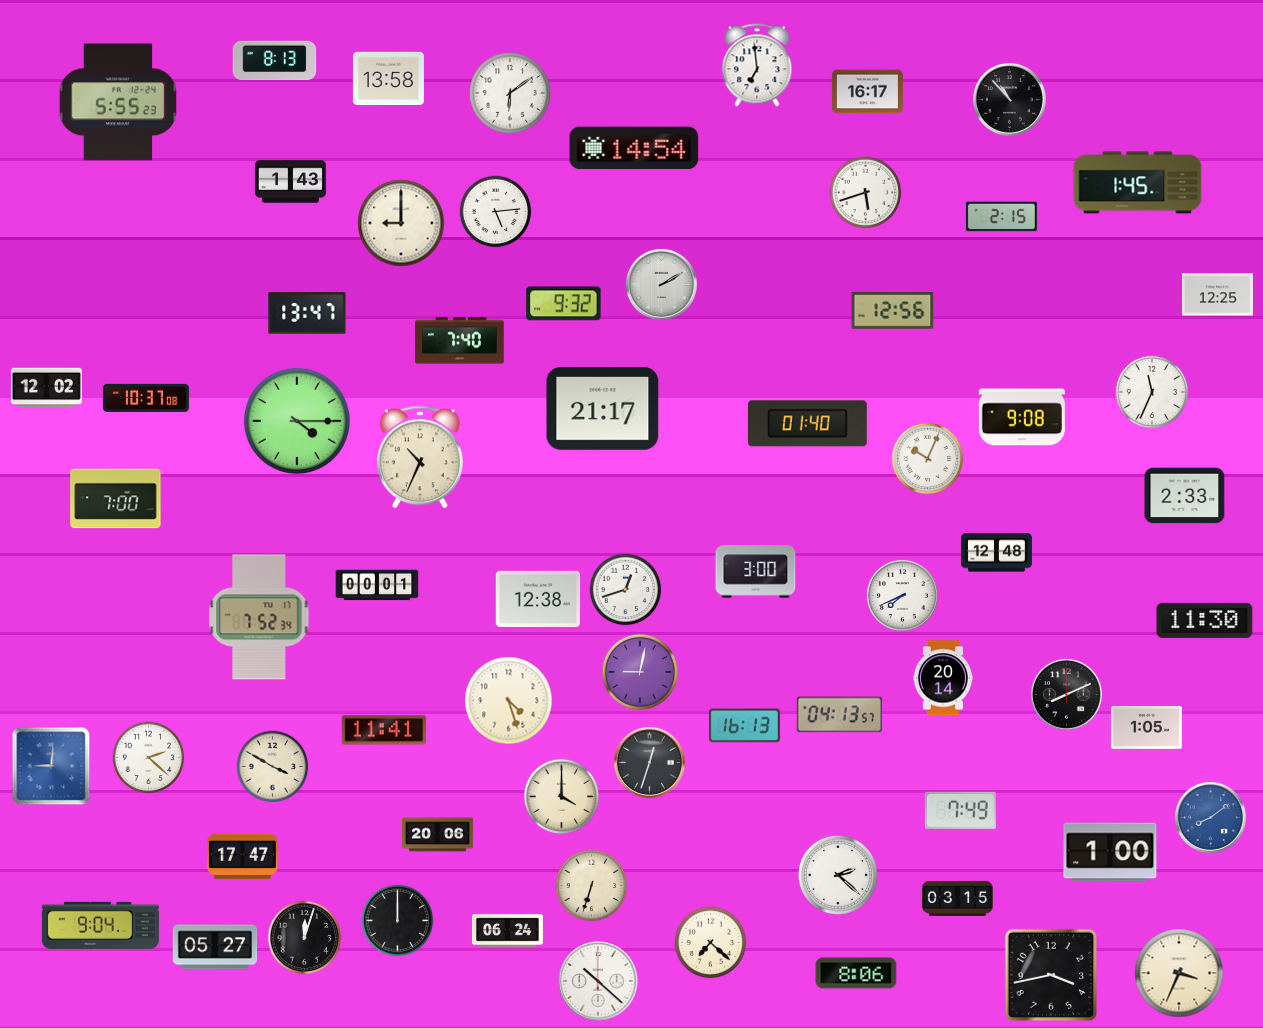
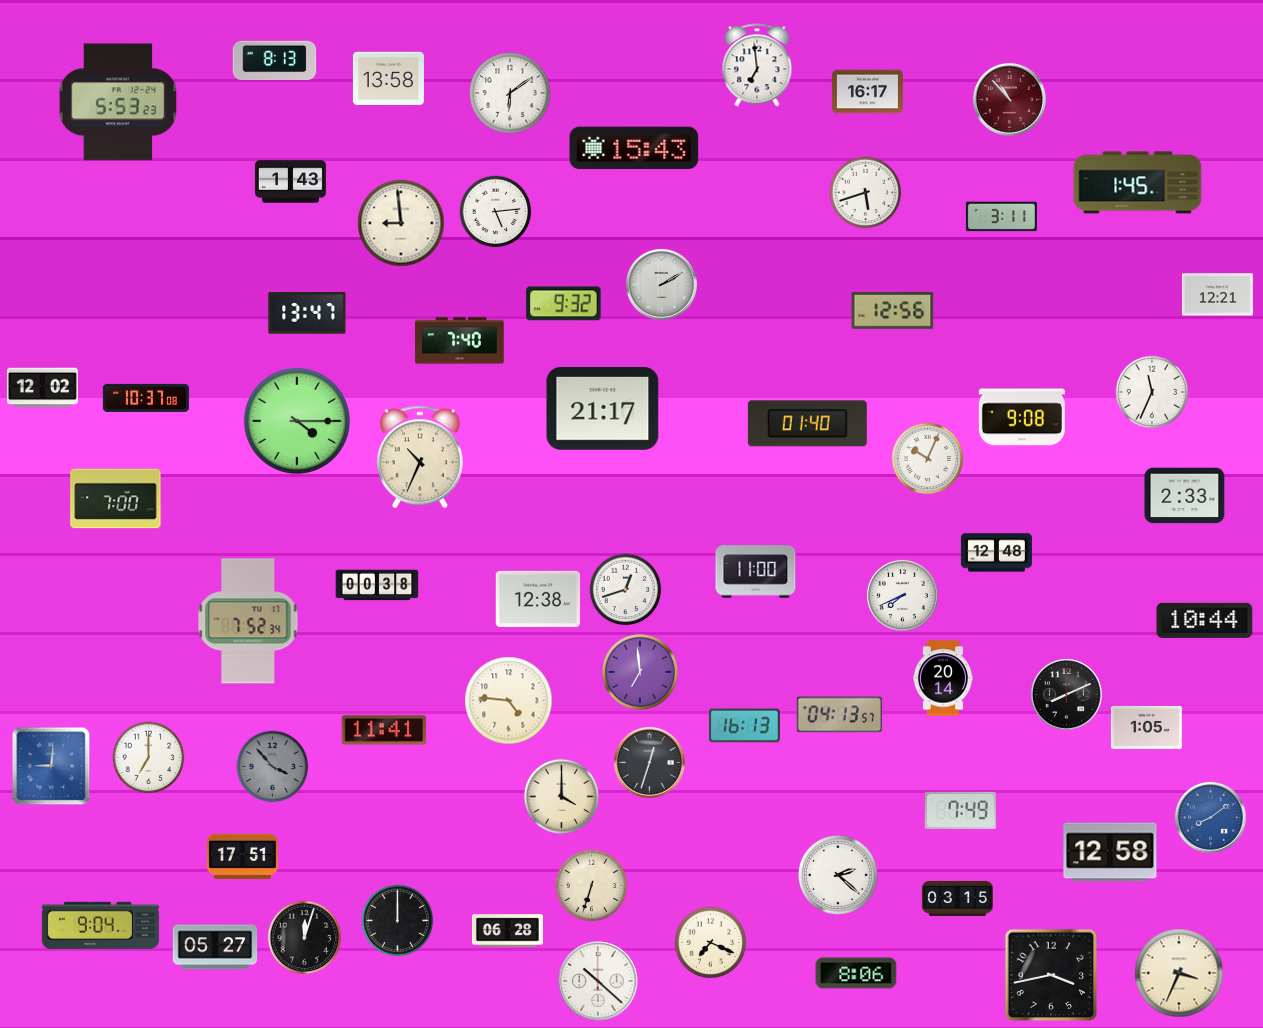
clock at (1009, 99) dial: black -> burgundy
clock at (118, 102): 5:55 -> 5:53
clock at (634, 148): 14:54 -> 15:43
clock at (1001, 217): 2:15 -> 3:11
clock at (401, 223): 9:00 -> 8:59
clock at (1217, 295): 12:25 -> 12:21
clock at (46, 388) position: (46, 388) -> (42, 388)
clock at (756, 572): 3:00 -> 11:00
clock at (377, 585): 00:01 -> 00:38
clock at (259, 617) position: (259, 617) -> (248, 621)
clock at (1205, 620): 11:30 -> 10:44
clock at (640, 672): 9:02 -> 6:59
clock at (509, 701): 4:27 -> 4:46
clock at (149, 758): 2:22 -> 7:00
clock at (273, 767): 3:50 -> 3:53
clock at (273, 767) dial: cream -> grey
clock at (437, 835): 20:06 -> none
clock at (1110, 852): 1:00 -> 12:58
clock at (242, 857): 17:47 -> 17:51
clock at (507, 931): 06:24 -> 06:28
clock at (711, 943): 7:22 -> 7:19
